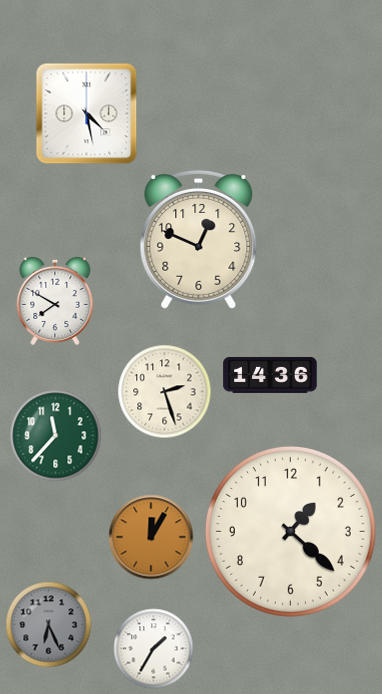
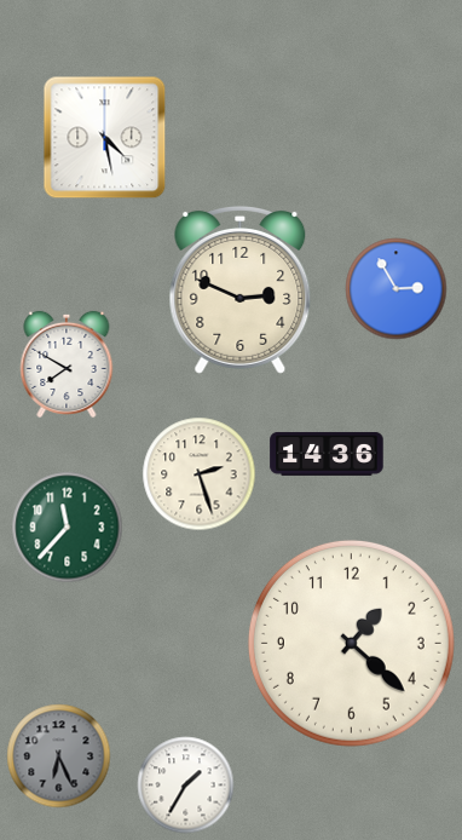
clock at (199, 239): 12:49 -> 2:49
clock at (397, 289): none -> 2:55
clock at (151, 537): 12:05 -> none
